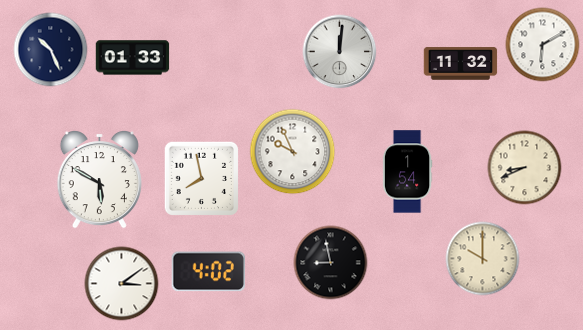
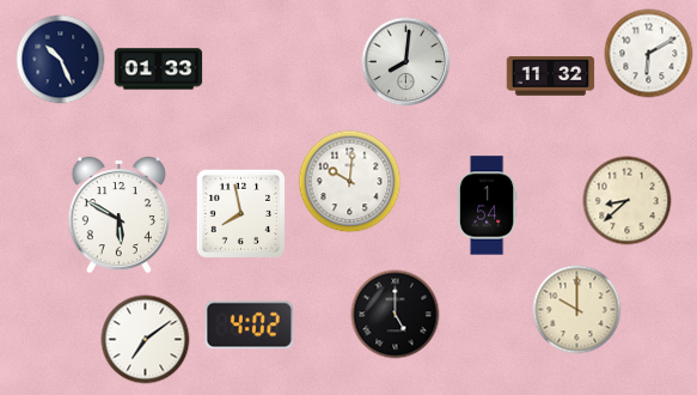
clock at (340, 52): 12:01 -> 8:01
clock at (293, 152): 9:56 -> 10:01
clock at (525, 168): 8:41 -> 8:38
clock at (331, 263): 8:58 -> 5:00
clock at (122, 284): 3:09 -> 7:09
